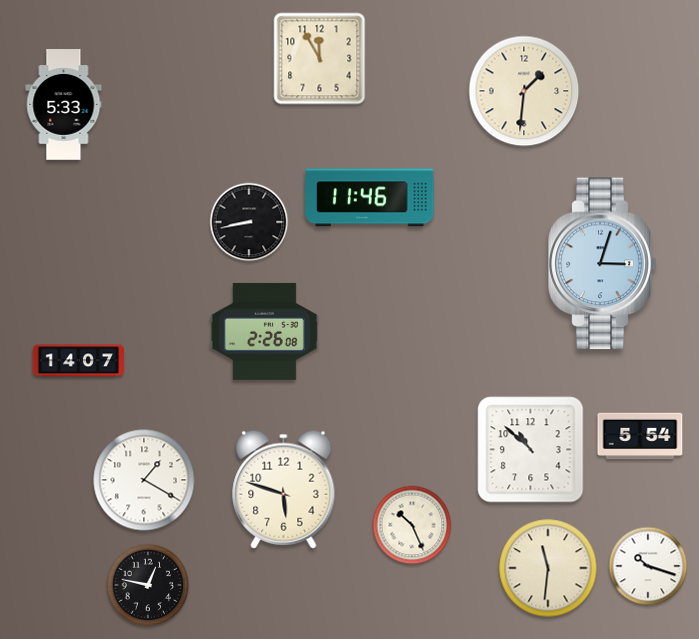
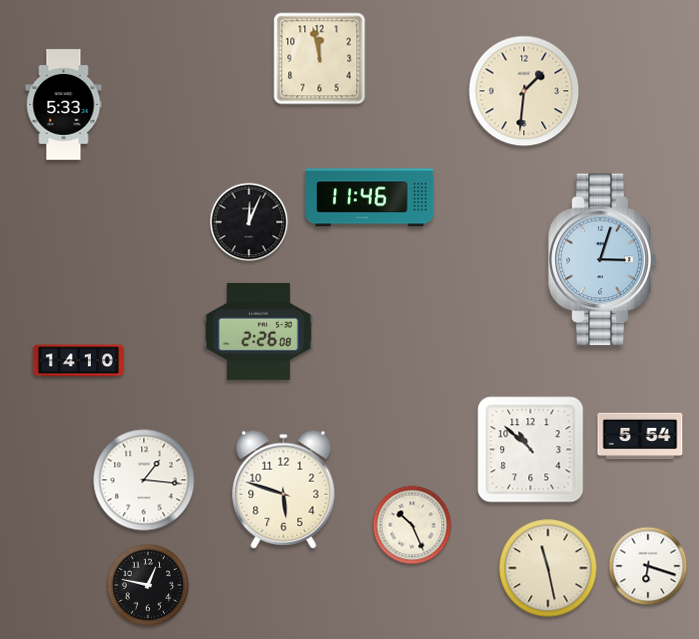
clock at (320, 59): 11:55 -> 11:58
clock at (249, 222): 8:43 -> 12:04
clock at (603, 264) position: (603, 264) -> (603, 260)
clock at (264, 331) position: (264, 331) -> (258, 331)
clock at (78, 361): 14:07 -> 14:10
clock at (144, 480): 1:20 -> 1:16
clock at (648, 566): 10:18 -> 6:18
clock at (548, 568): 11:31 -> 11:28
